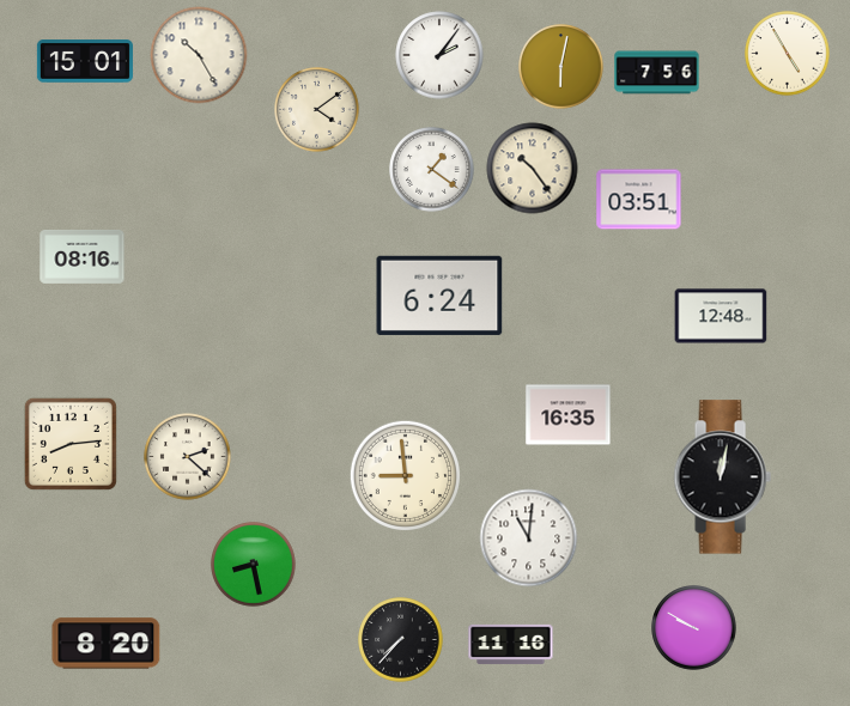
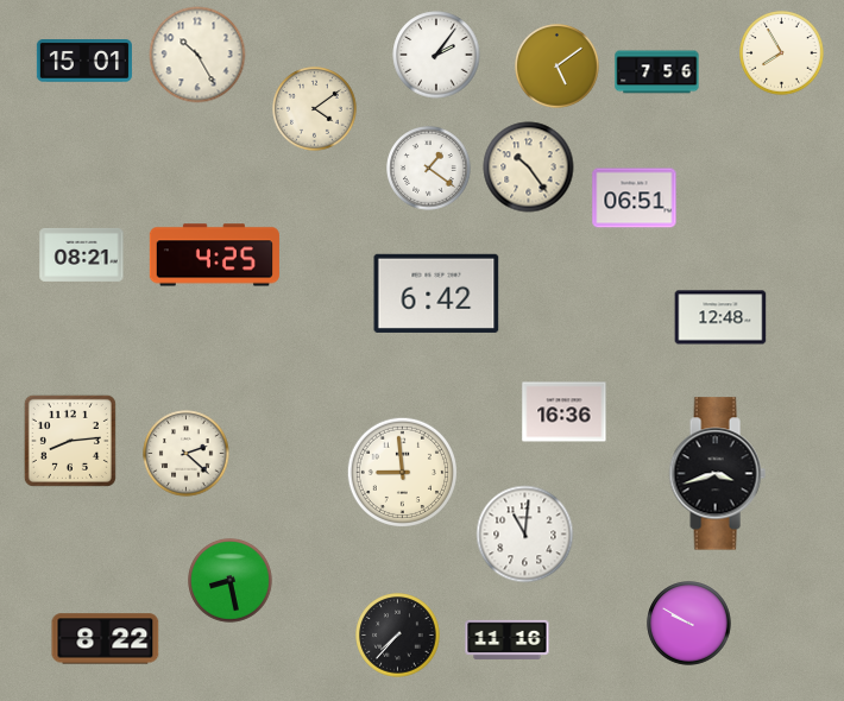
clock at (788, 54): 4:55 -> 7:55
clock at (561, 67): 6:02 -> 5:09
clock at (657, 73) position: (657, 73) -> (657, 72)
clock at (639, 200): 03:51 -> 06:51
clock at (83, 256): 08:16 -> 08:21
clock at (214, 255): none -> 4:25
clock at (439, 296): 6:24 -> 6:42
clock at (721, 316) position: (721, 316) -> (720, 317)
clock at (569, 415): 16:35 -> 16:36
clock at (722, 477): 12:02 -> 3:42
clock at (254, 565) position: (254, 565) -> (231, 581)
clock at (107, 644): 8:20 -> 8:22
